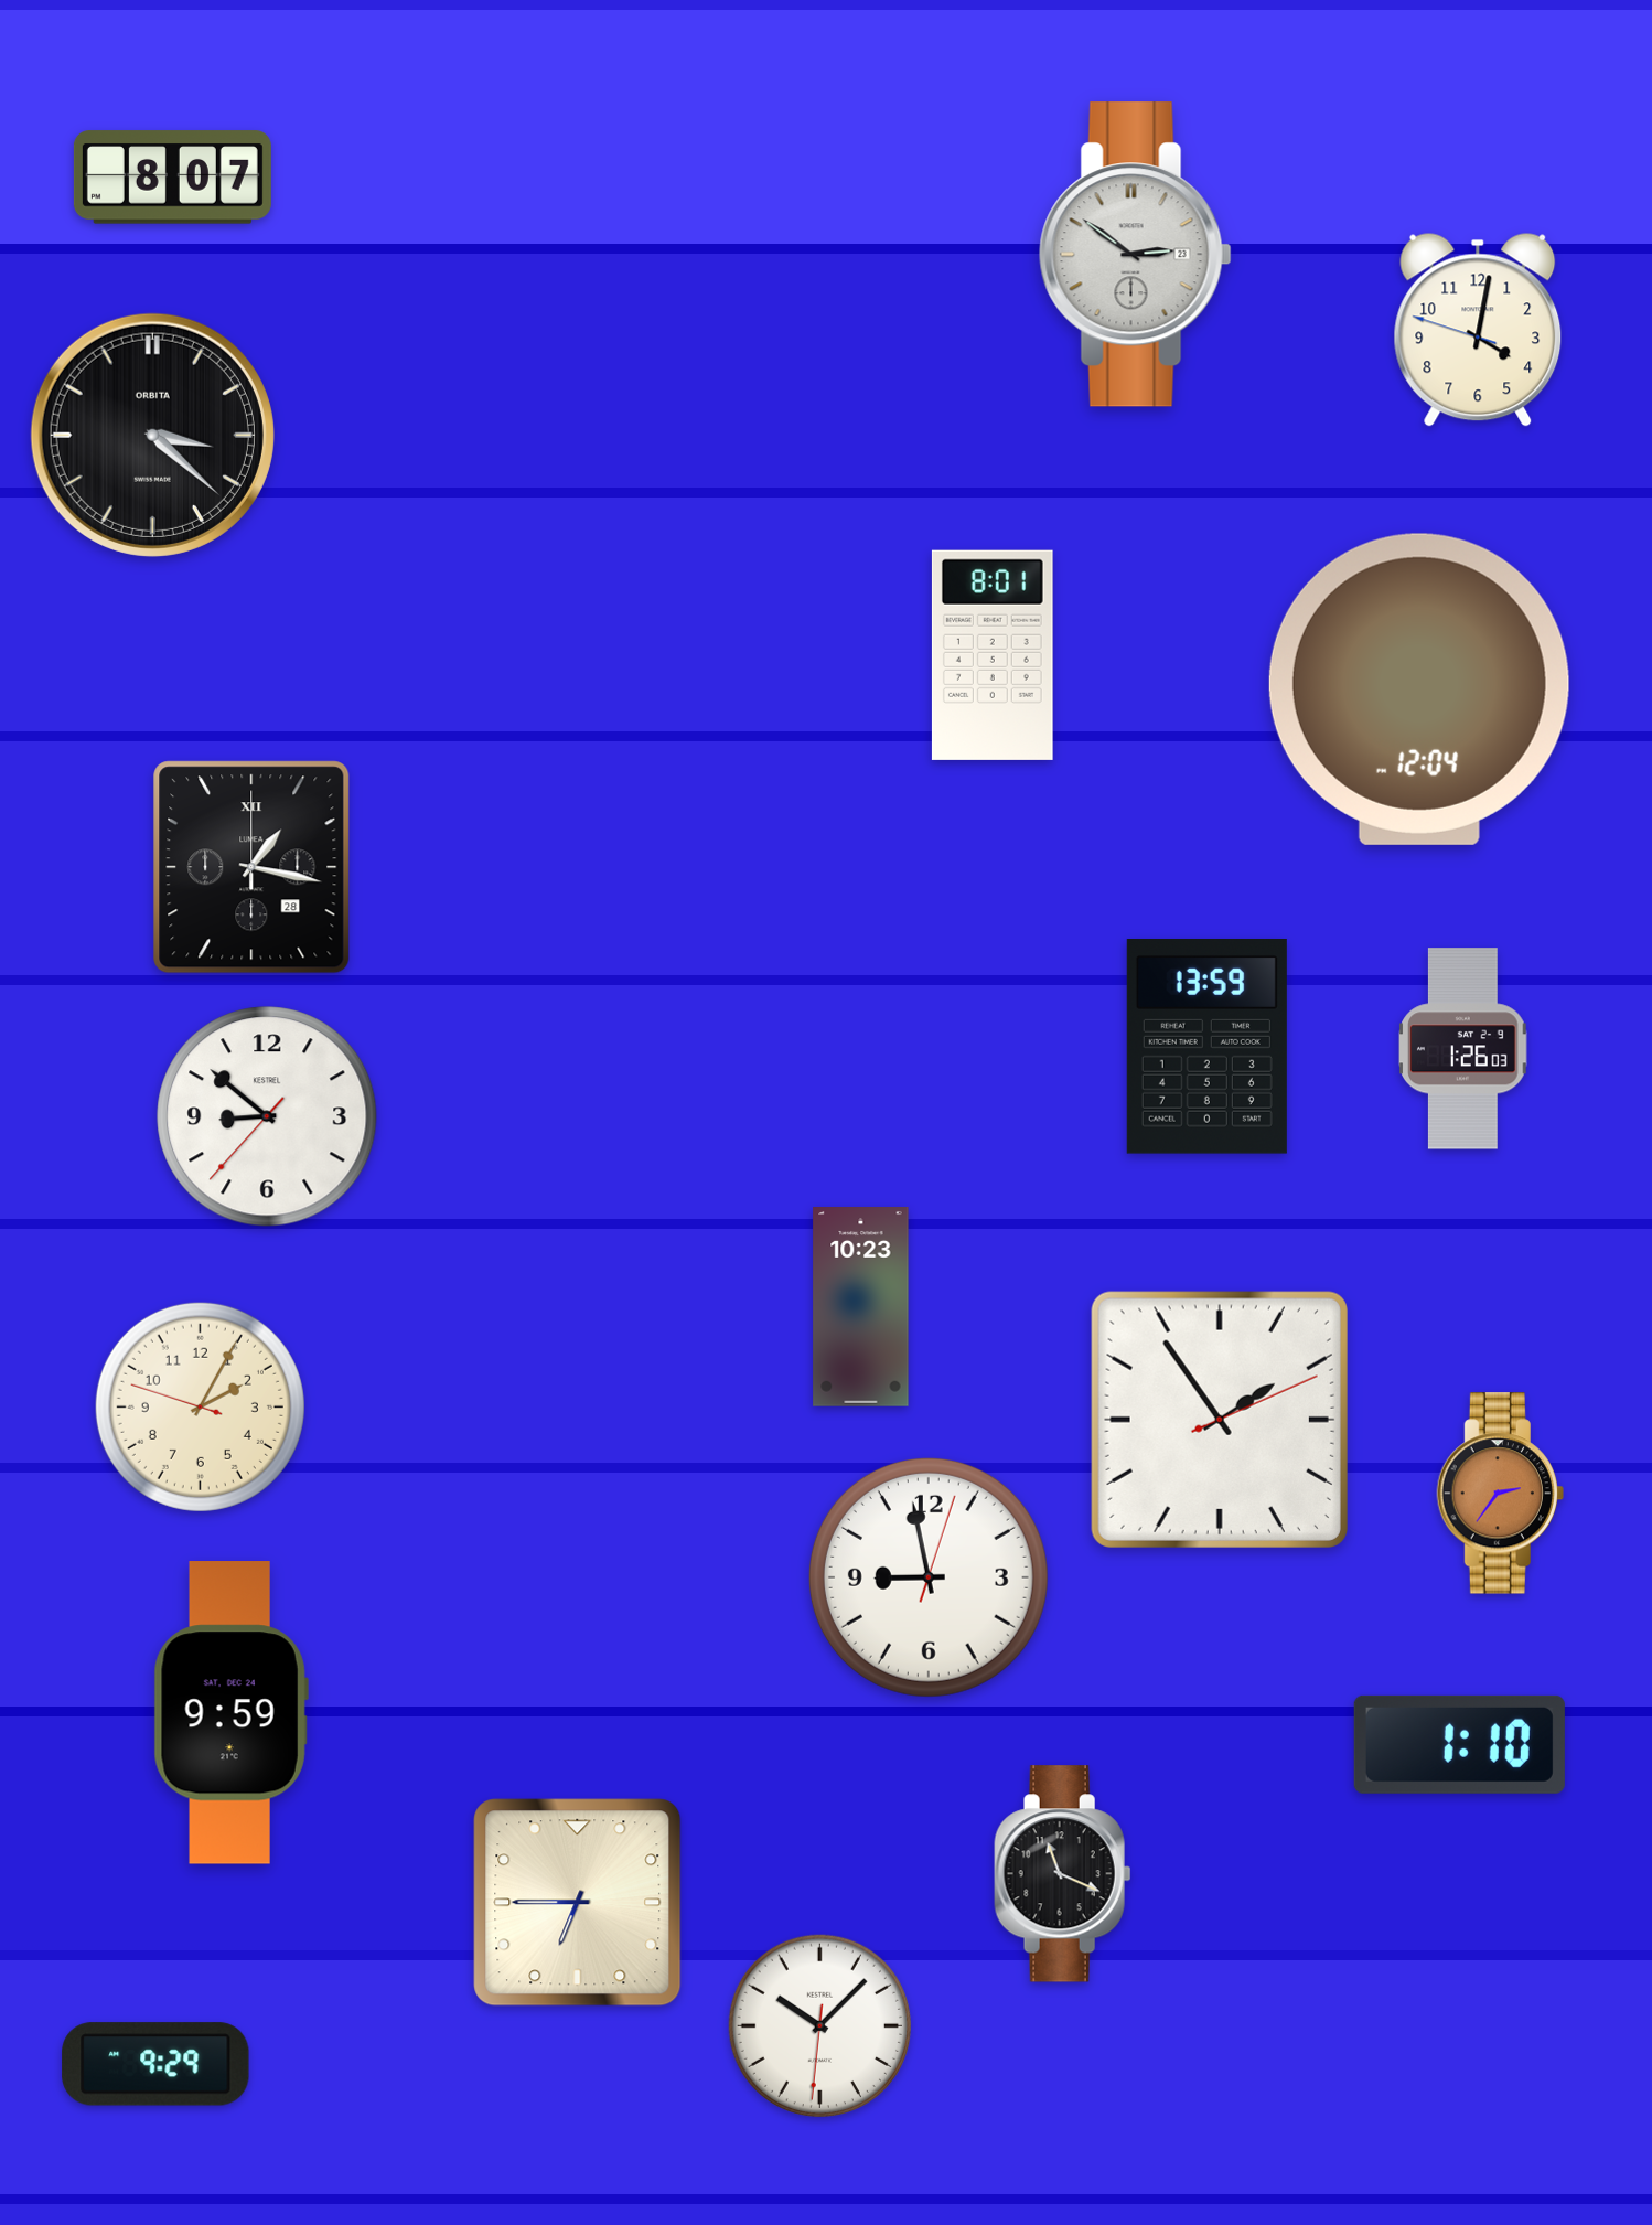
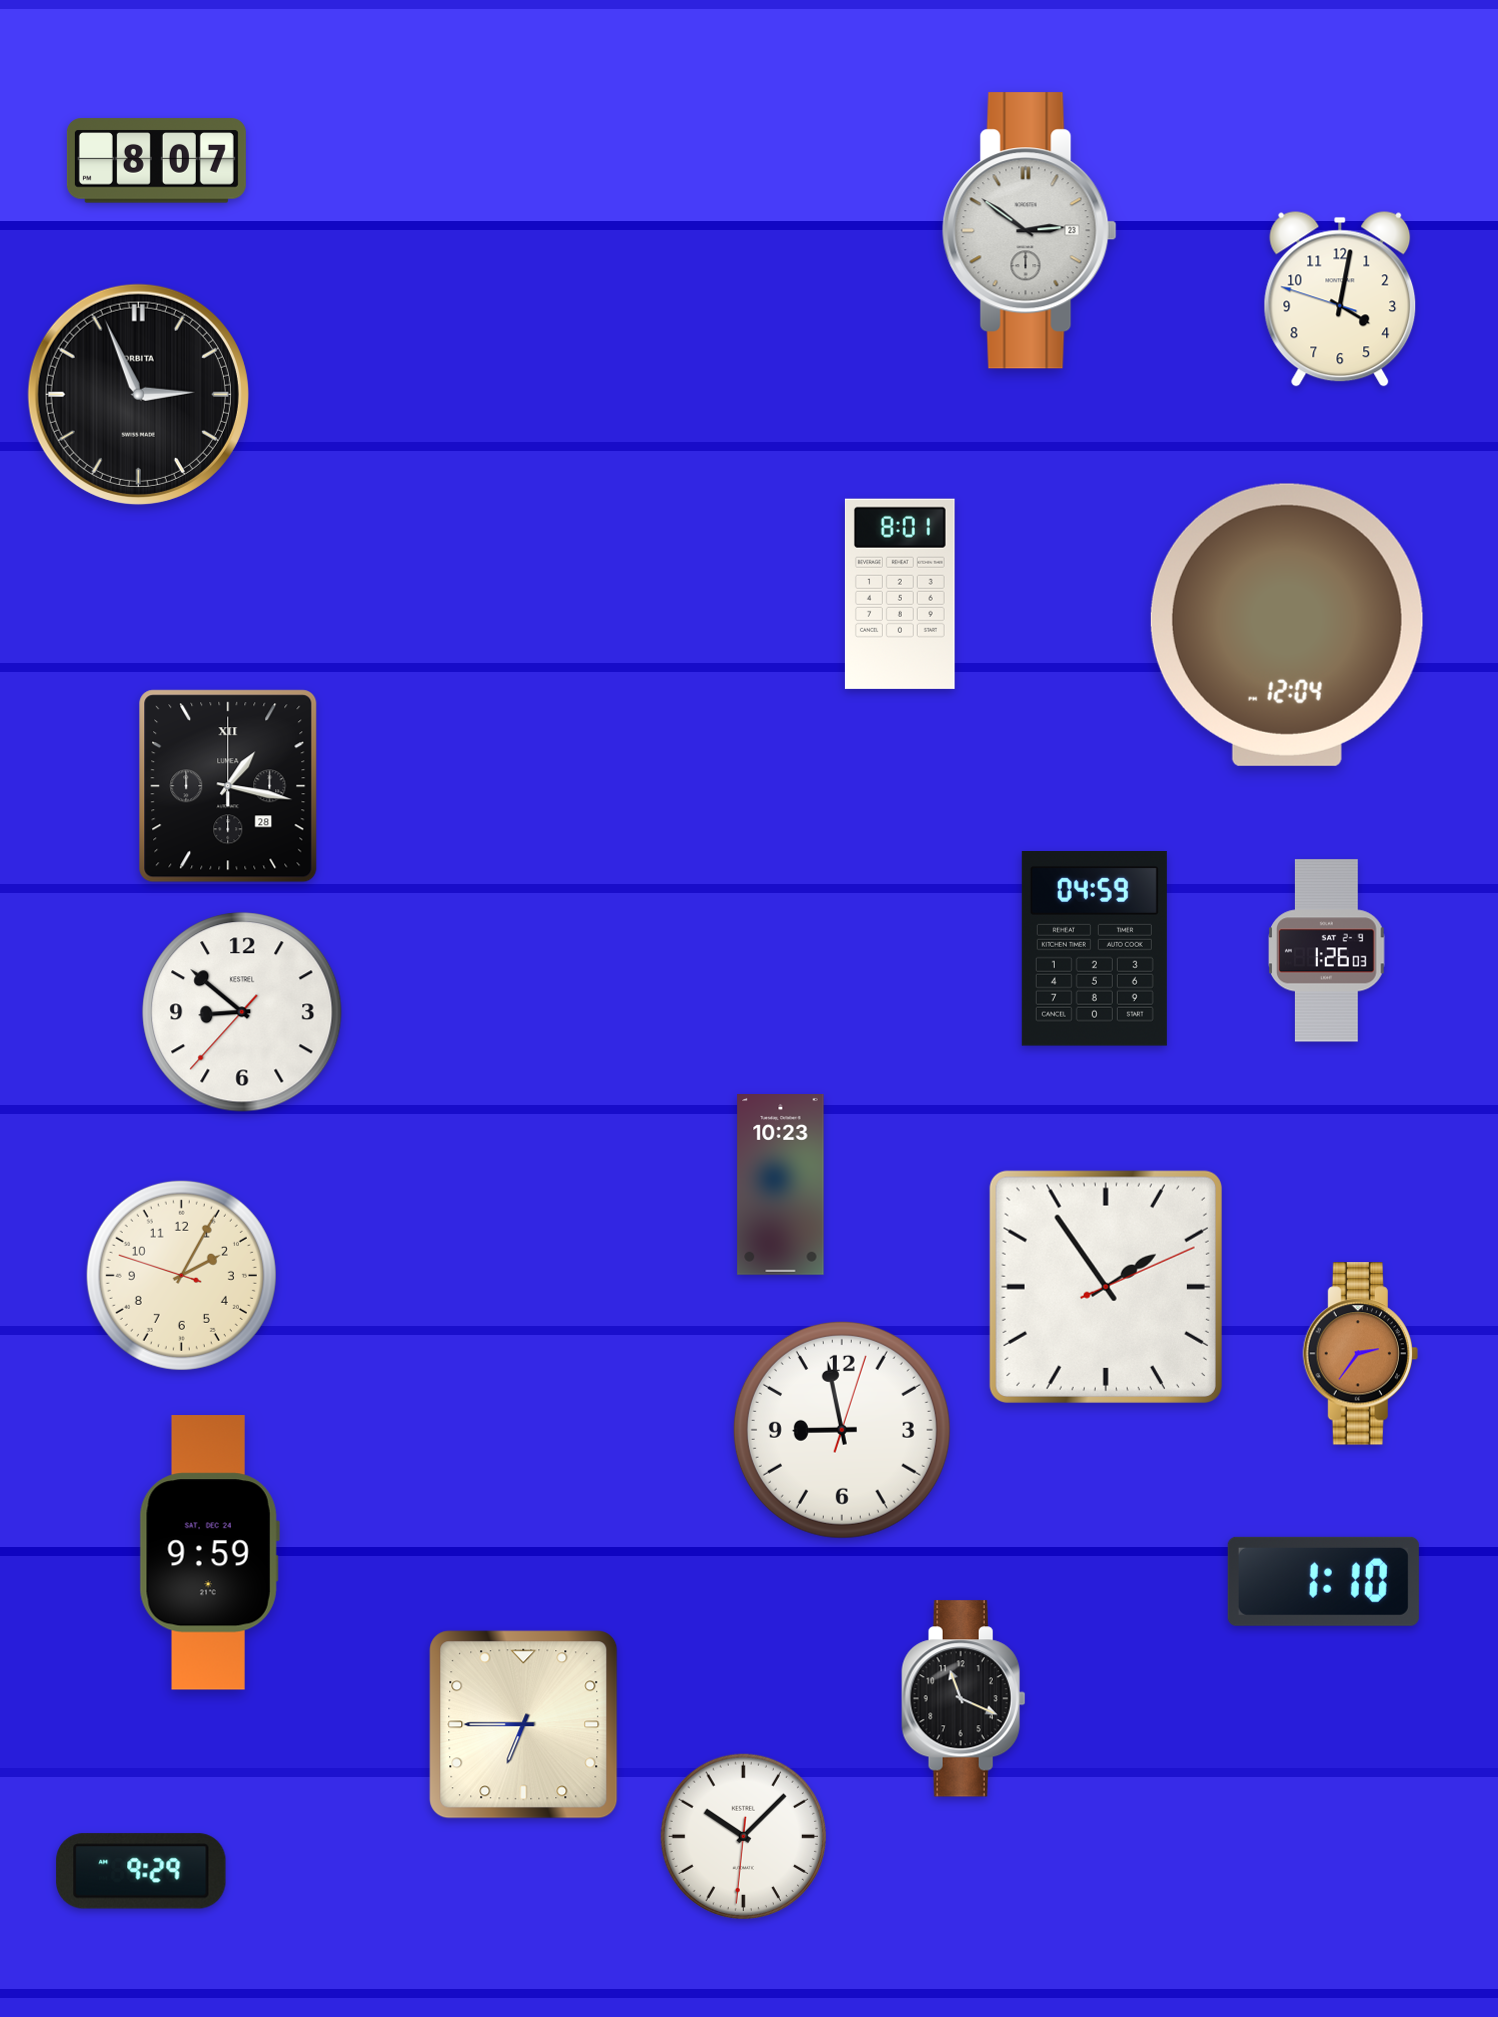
clock at (152, 435): 3:22 -> 2:56
clock at (1206, 1047): 13:59 -> 04:59
